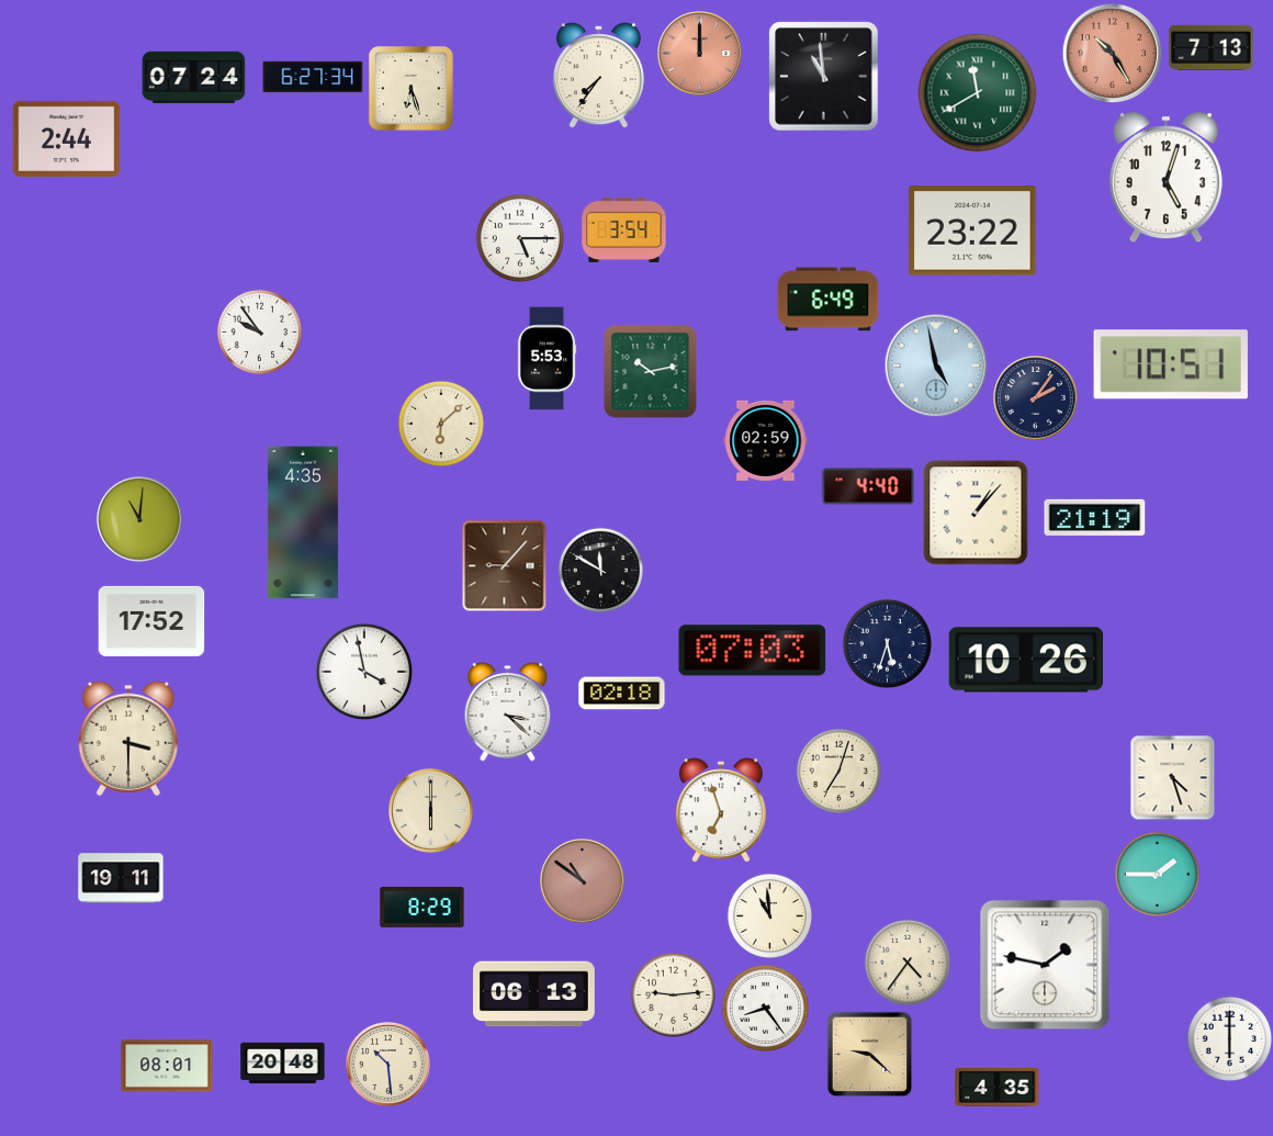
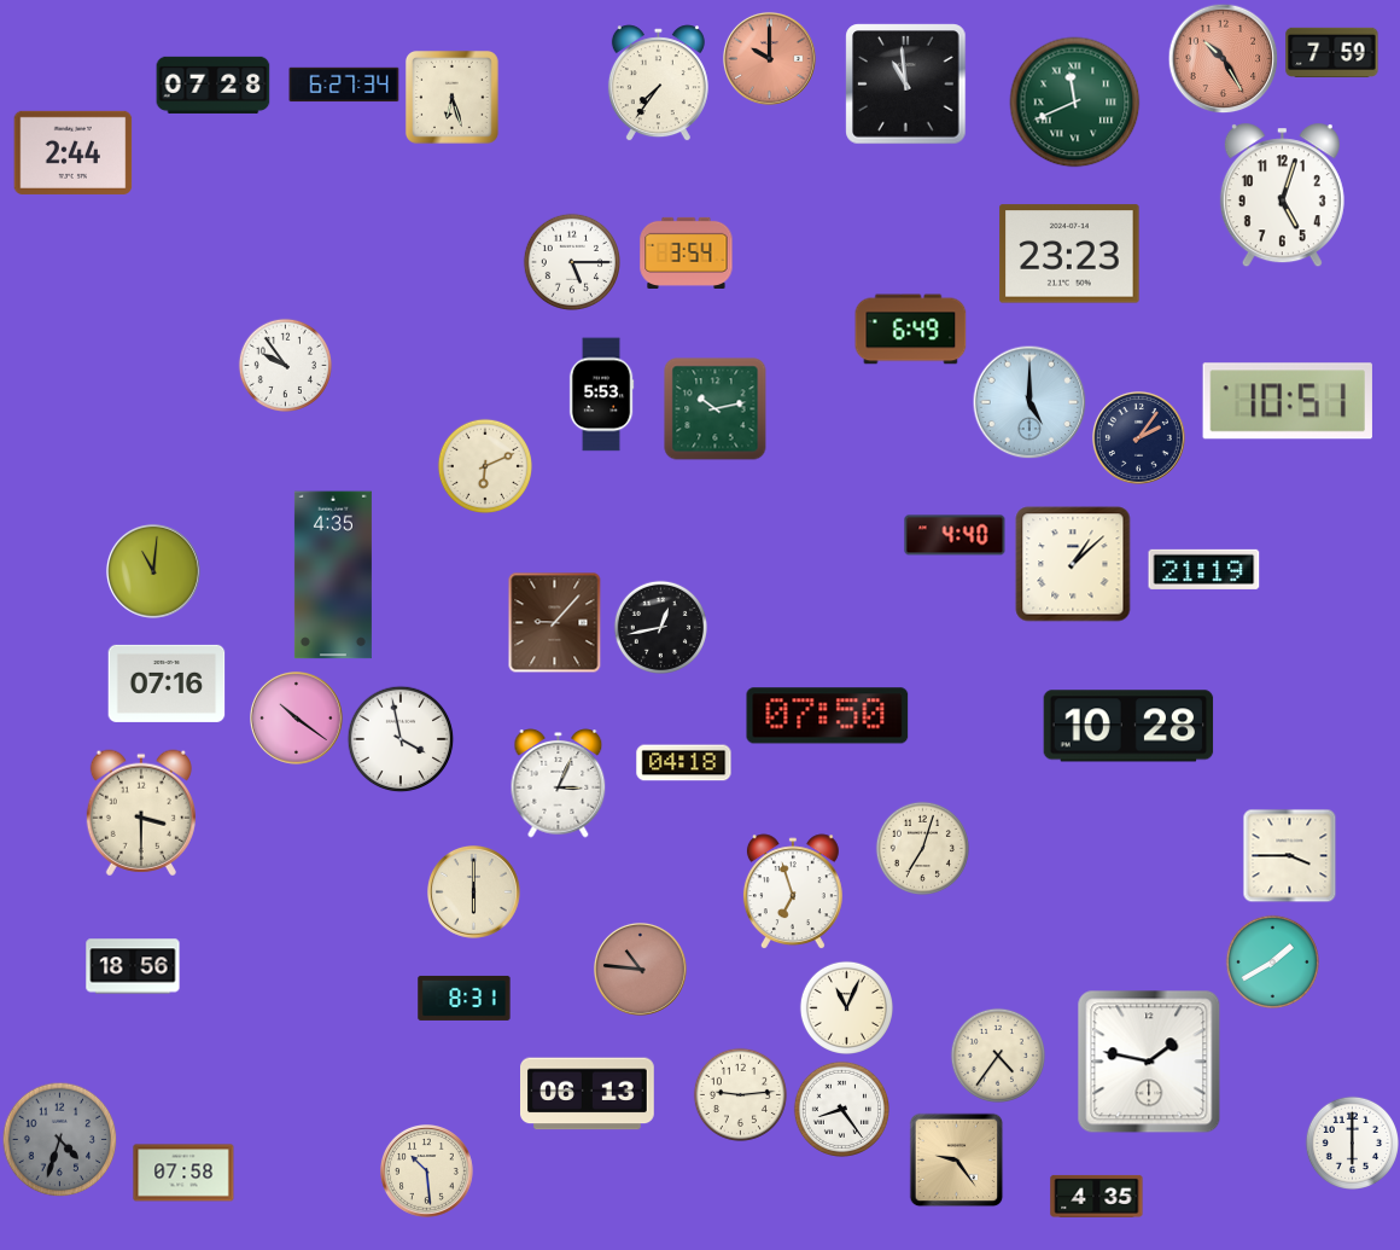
clock at (1212, 47): 7:13 -> 7:59
clock at (700, 54): 12:00 -> 10:00
clock at (194, 77): 07:24 -> 07:28
clock at (978, 93): 11:40 -> 11:41
clock at (972, 230): 23:22 -> 23:23
clock at (936, 365): 4:58 -> 5:00
clock at (440, 423): 6:08 -> 6:11
clock at (766, 440): 02:59 -> none
clock at (976, 513): 1:07 -> 1:08
clock at (600, 570): 11:50 -> 12:43
clock at (151, 621): 17:52 -> 07:16
clock at (887, 643): 5:33 -> none
clock at (753, 651): 07:03 -> 07:50
clock at (297, 719): none -> 10:21
clock at (1026, 660): 10:26 -> 10:28
clock at (622, 694): 02:18 -> 04:18
clock at (508, 712): 3:22 -> 3:04
clock at (1172, 777): 4:27 -> 3:45
clock at (1157, 874): 1:45 -> 1:40
clock at (121, 878): 19:11 -> 18:56
clock at (583, 881): 10:51 -> 10:46
clock at (423, 907): 8:29 -> 8:31
clock at (769, 915): 10:59 -> 11:04
clock at (906, 961) position: (906, 961) -> (997, 1054)
clock at (59, 1139): none -> 4:33
clock at (869, 1054): 9:22 -> 9:24
clock at (283, 1064): 20:48 -> none
clock at (167, 1066): 08:01 -> 07:58
